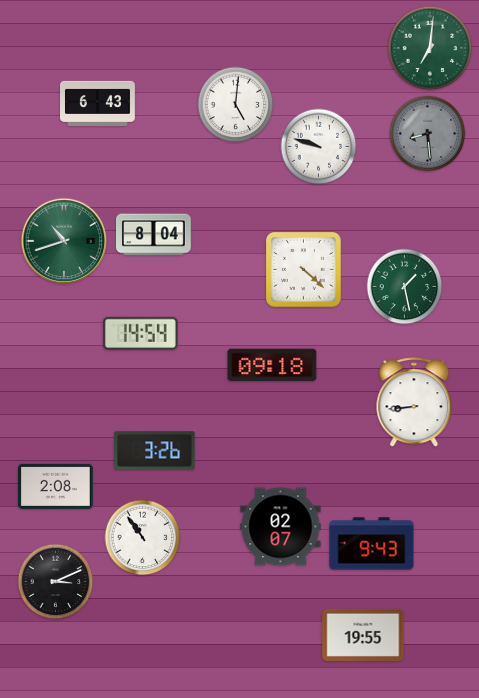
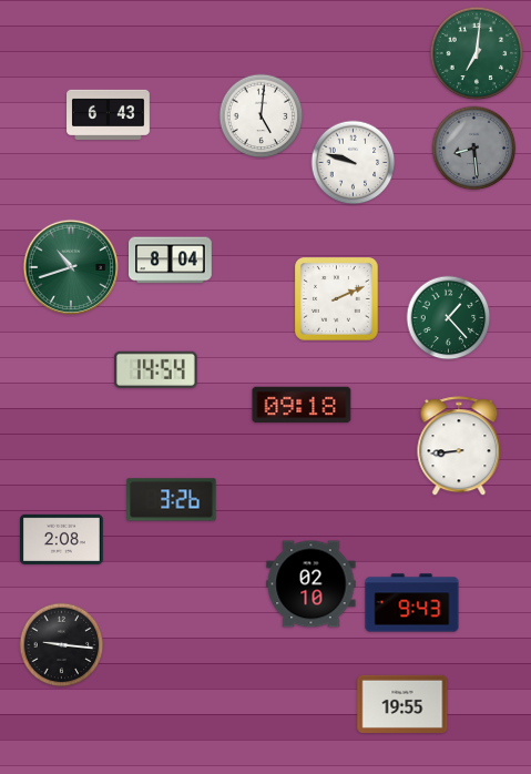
clock at (304, 270): 4:22 -> 2:11
clock at (405, 287): 1:28 -> 1:23
clock at (281, 527): 02:07 -> 02:10
clock at (143, 538): 10:54 -> none
clock at (56, 582): 3:11 -> 9:16
